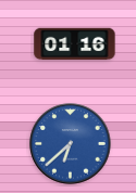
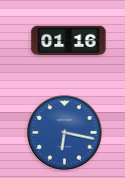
clock at (71, 144): 6:38 -> 6:17
